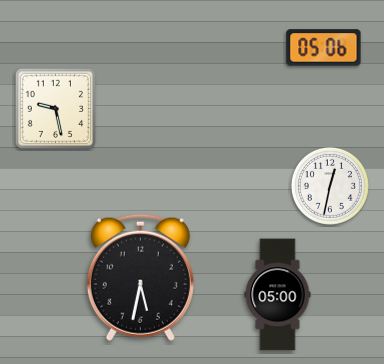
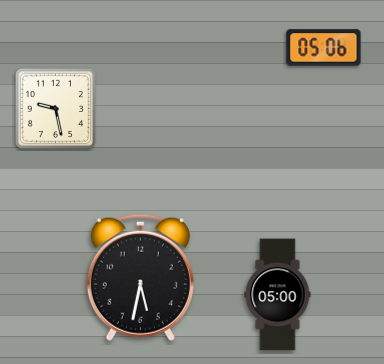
clock at (330, 186): 12:32 -> none
